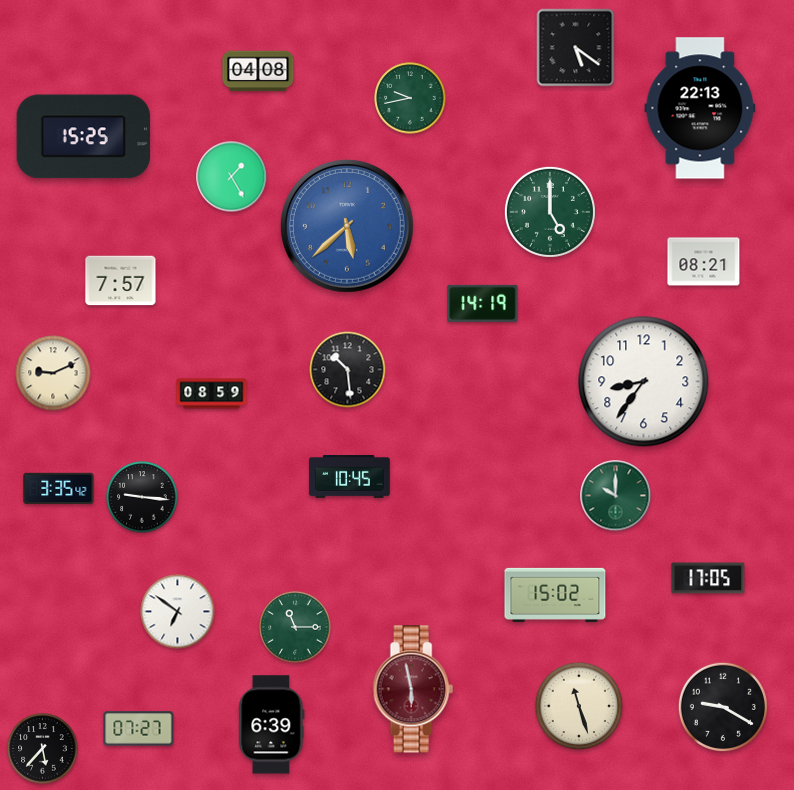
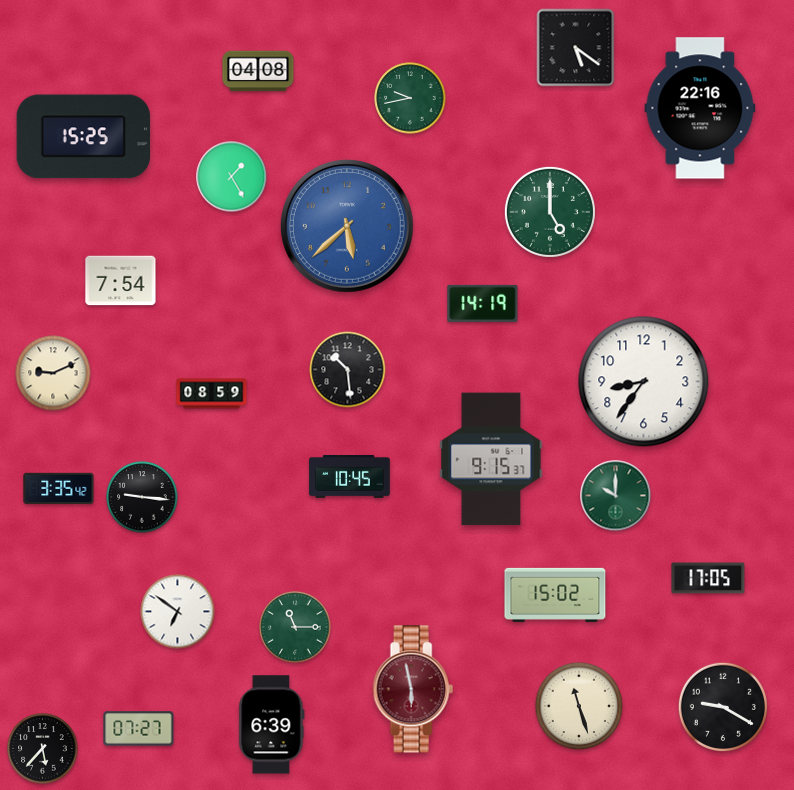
clock at (700, 108): 22:13 -> 22:16
clock at (704, 262): 08:21 -> none
clock at (121, 281): 7:57 -> 7:54
clock at (491, 459): none -> 9:15
